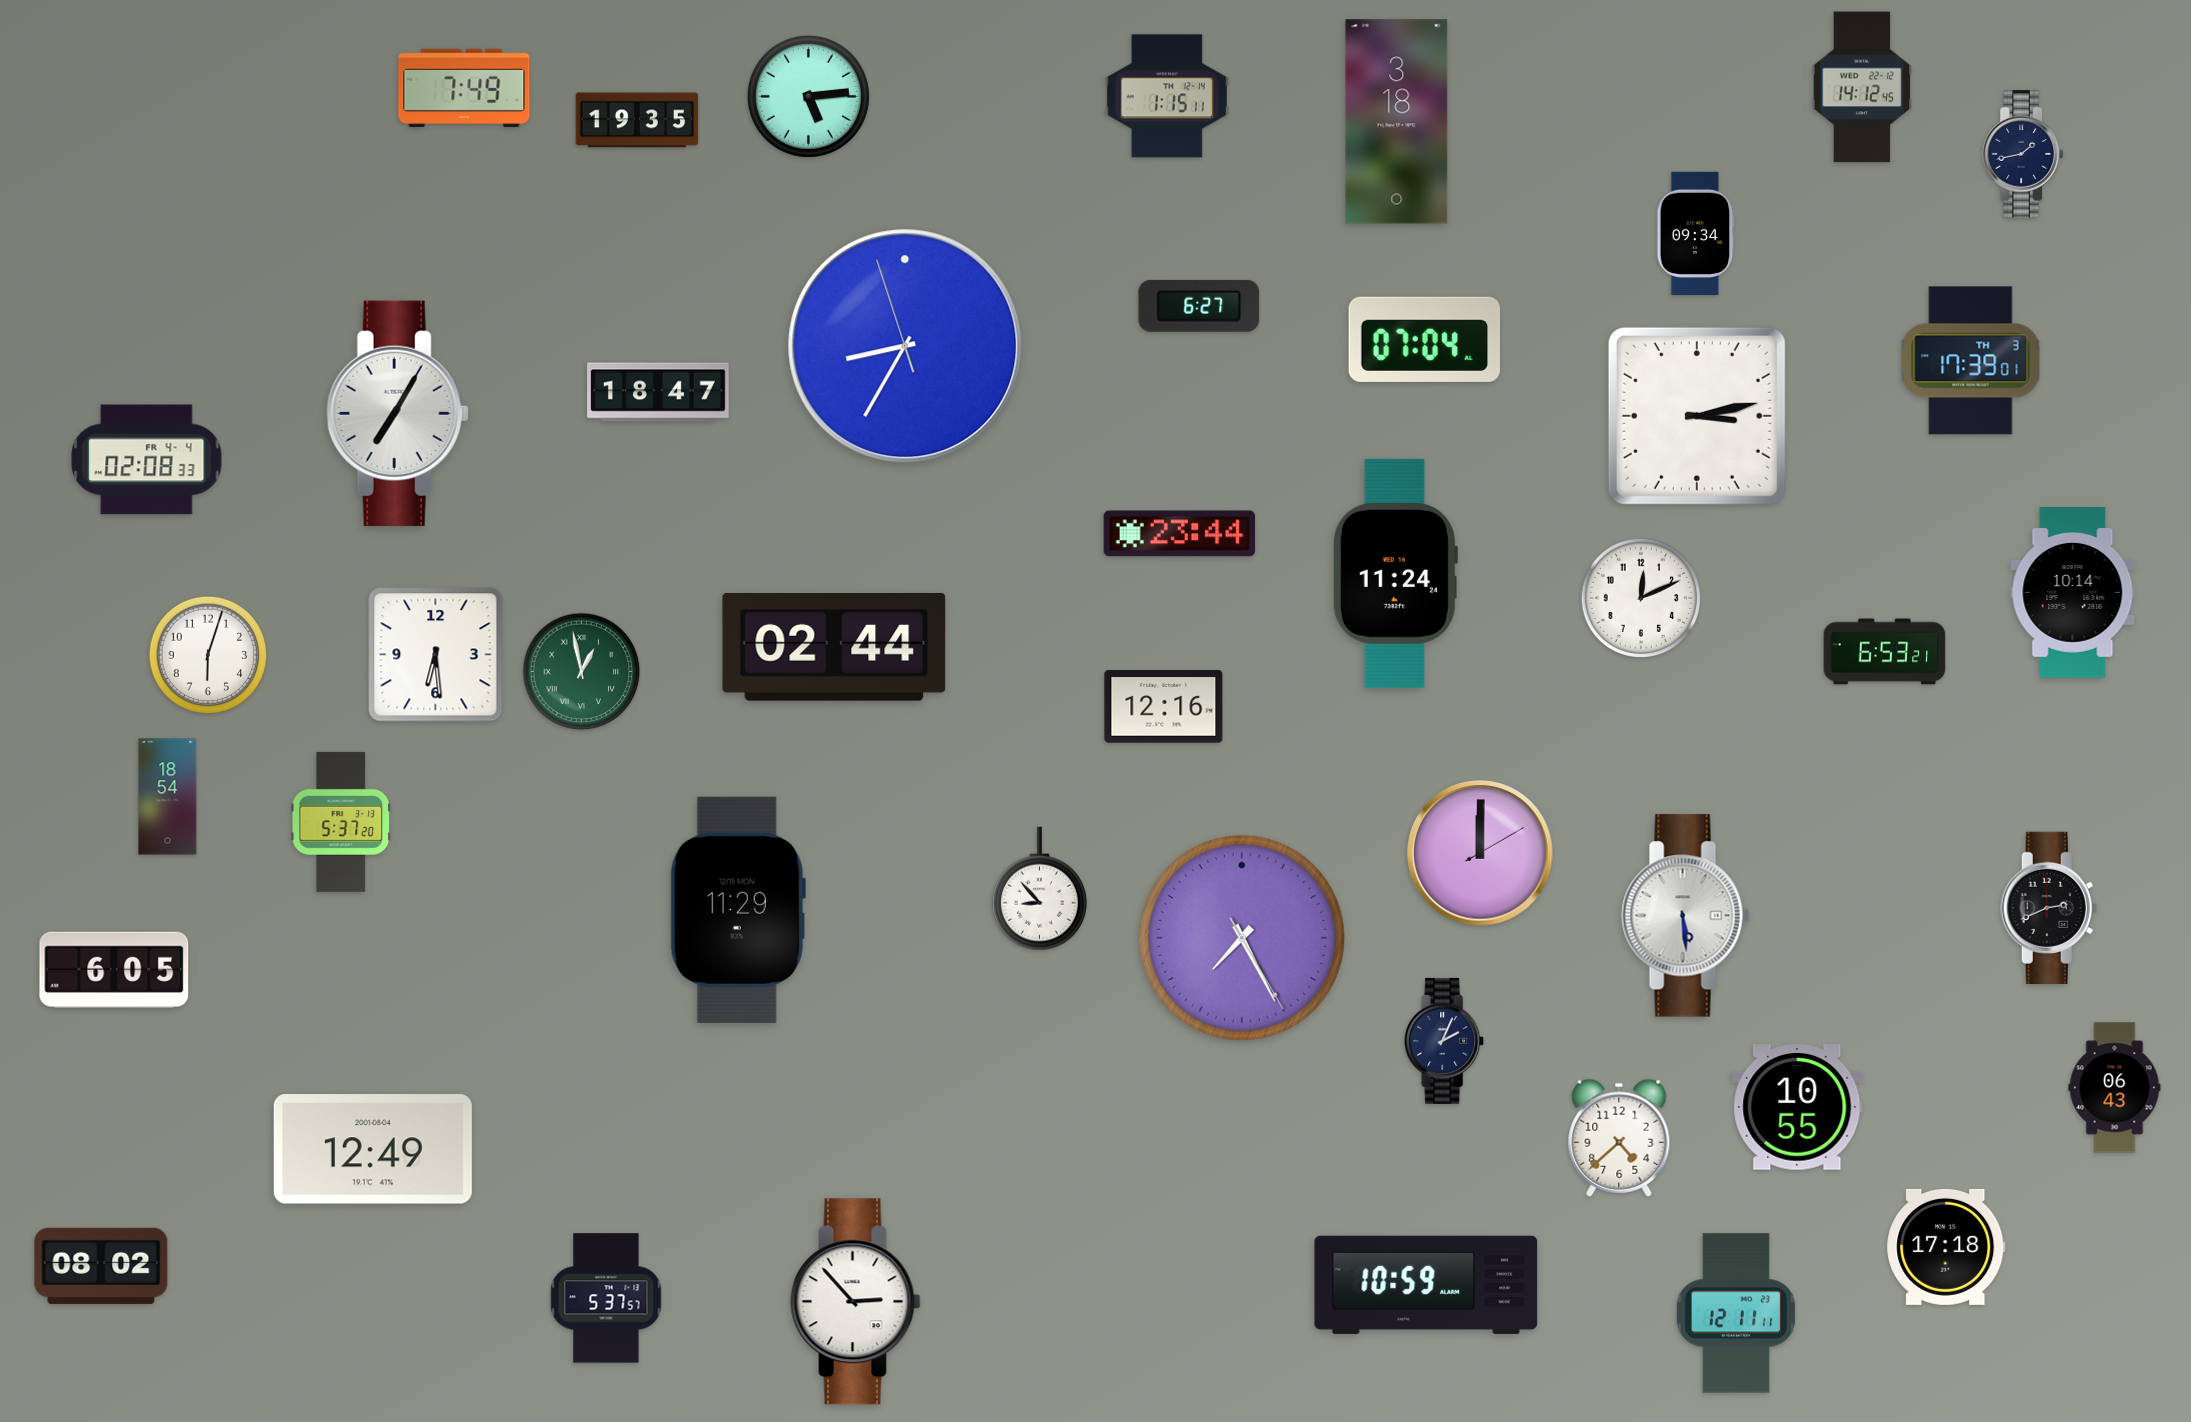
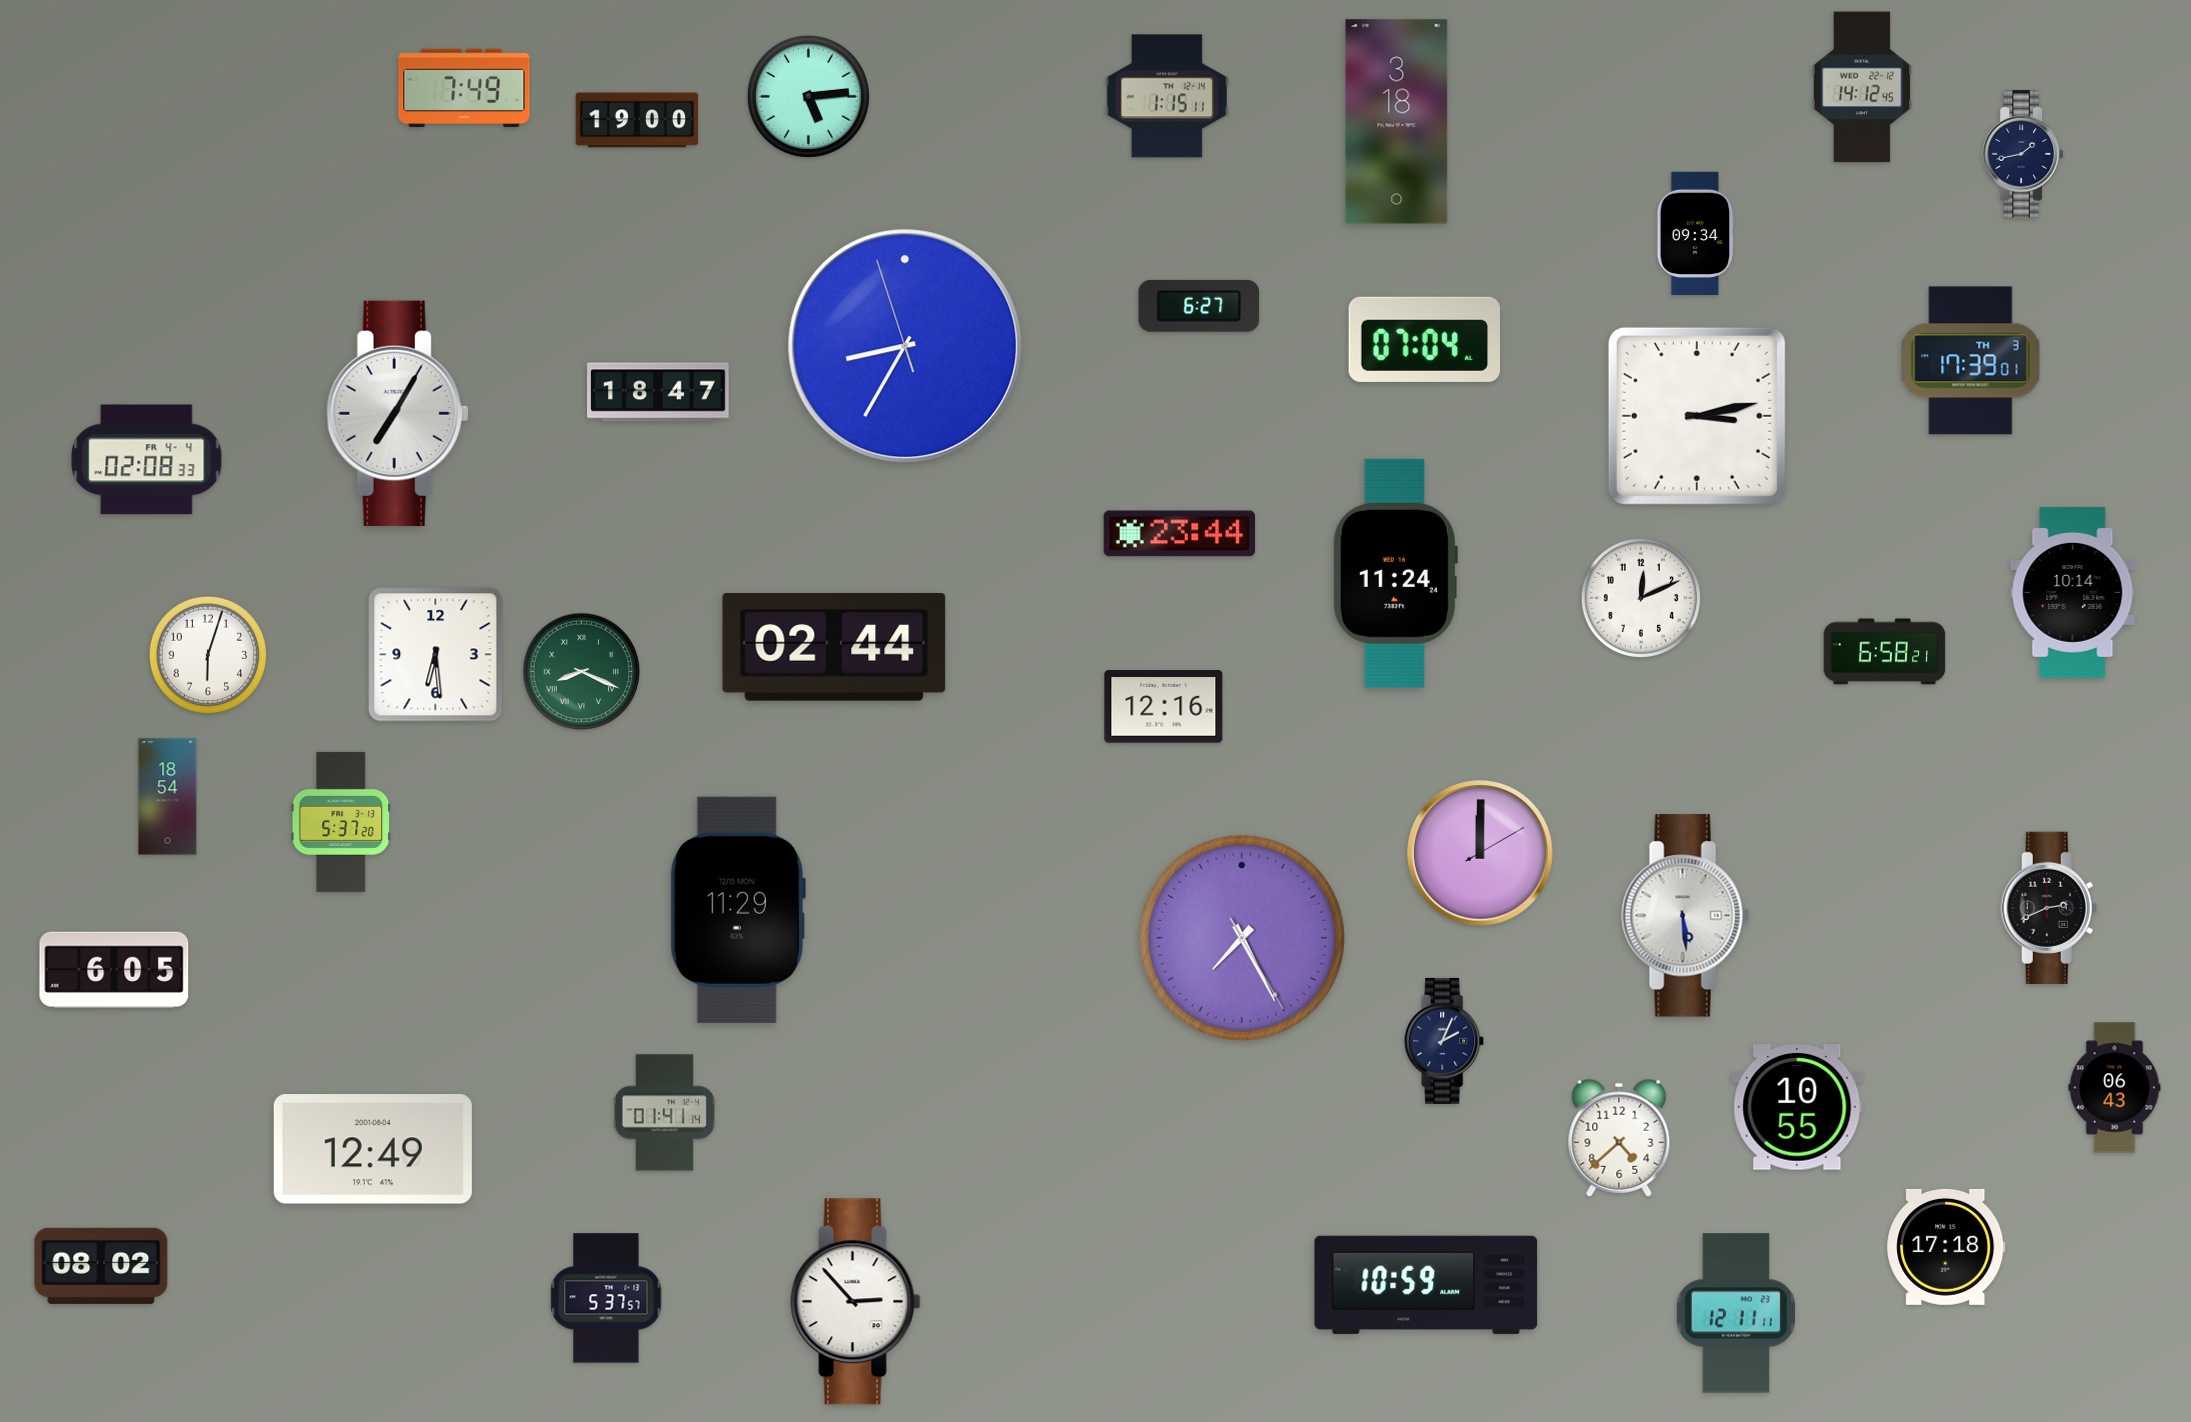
clock at (637, 120): 19:35 -> 19:00
clock at (1885, 652): 6:53 -> 6:58
clock at (582, 672): 12:58 -> 8:19
clock at (1039, 889): 8:53 -> none
clock at (664, 1113): none -> 01:41
